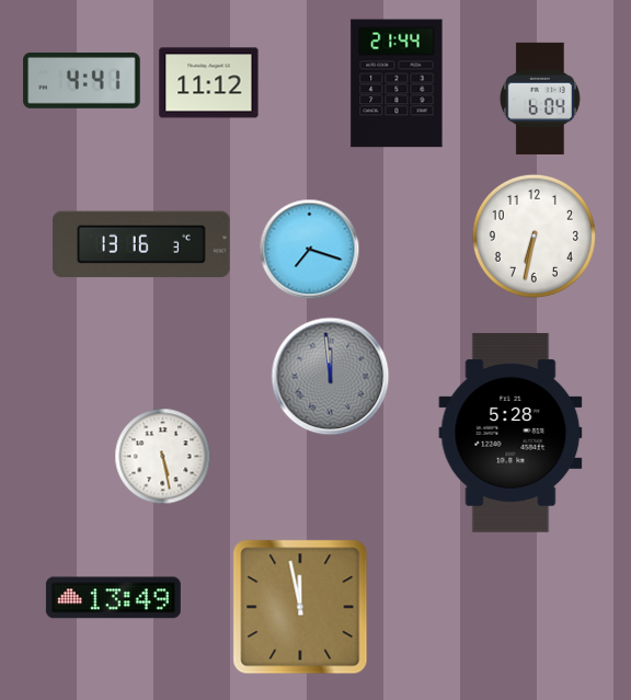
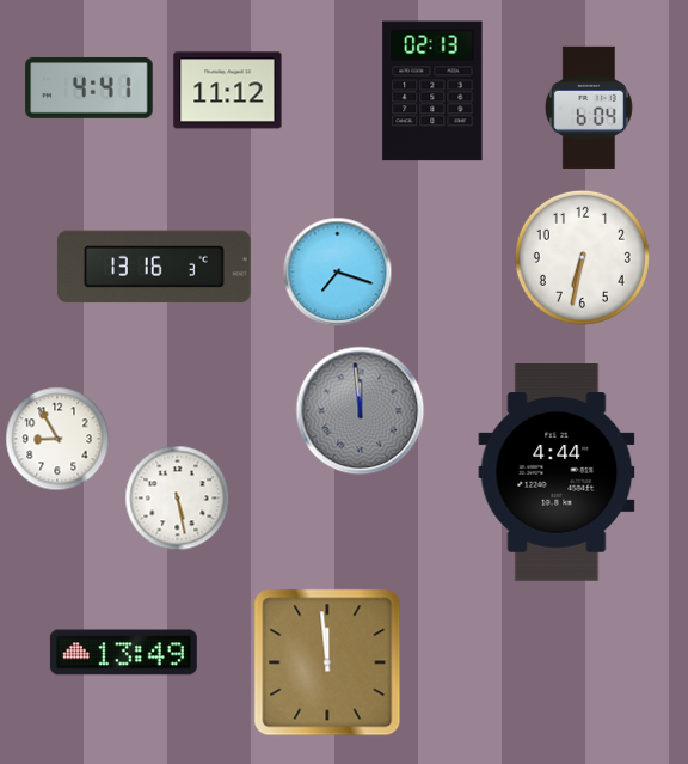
clock at (397, 83): 21:44 -> 02:13
clock at (57, 439): none -> 8:55
clock at (510, 433): 5:28 -> 4:44
clock at (300, 607): 11:58 -> 11:59
